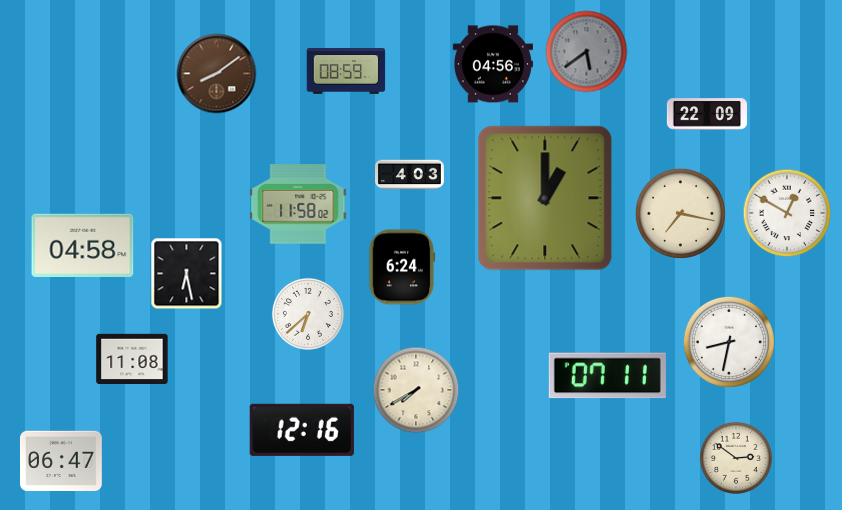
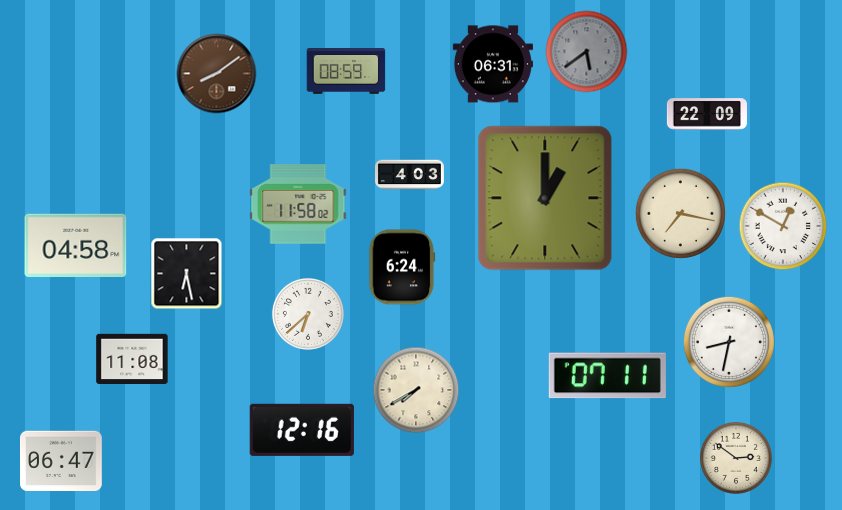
clock at (493, 64): 04:56 -> 06:31
clock at (787, 213) position: (787, 213) -> (783, 226)
clock at (83, 245) position: (83, 245) -> (76, 245)
